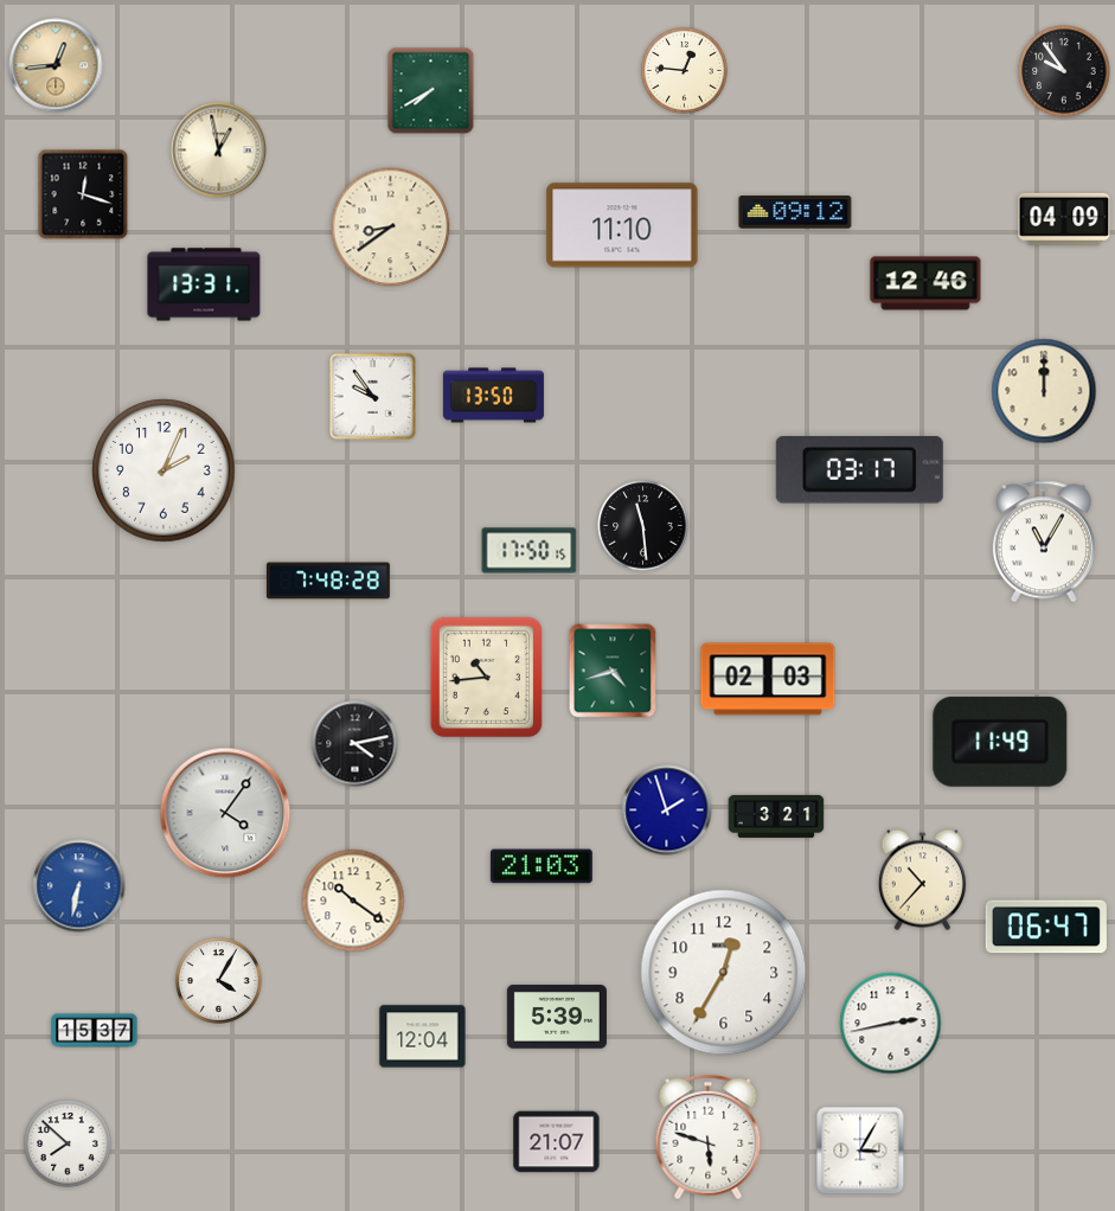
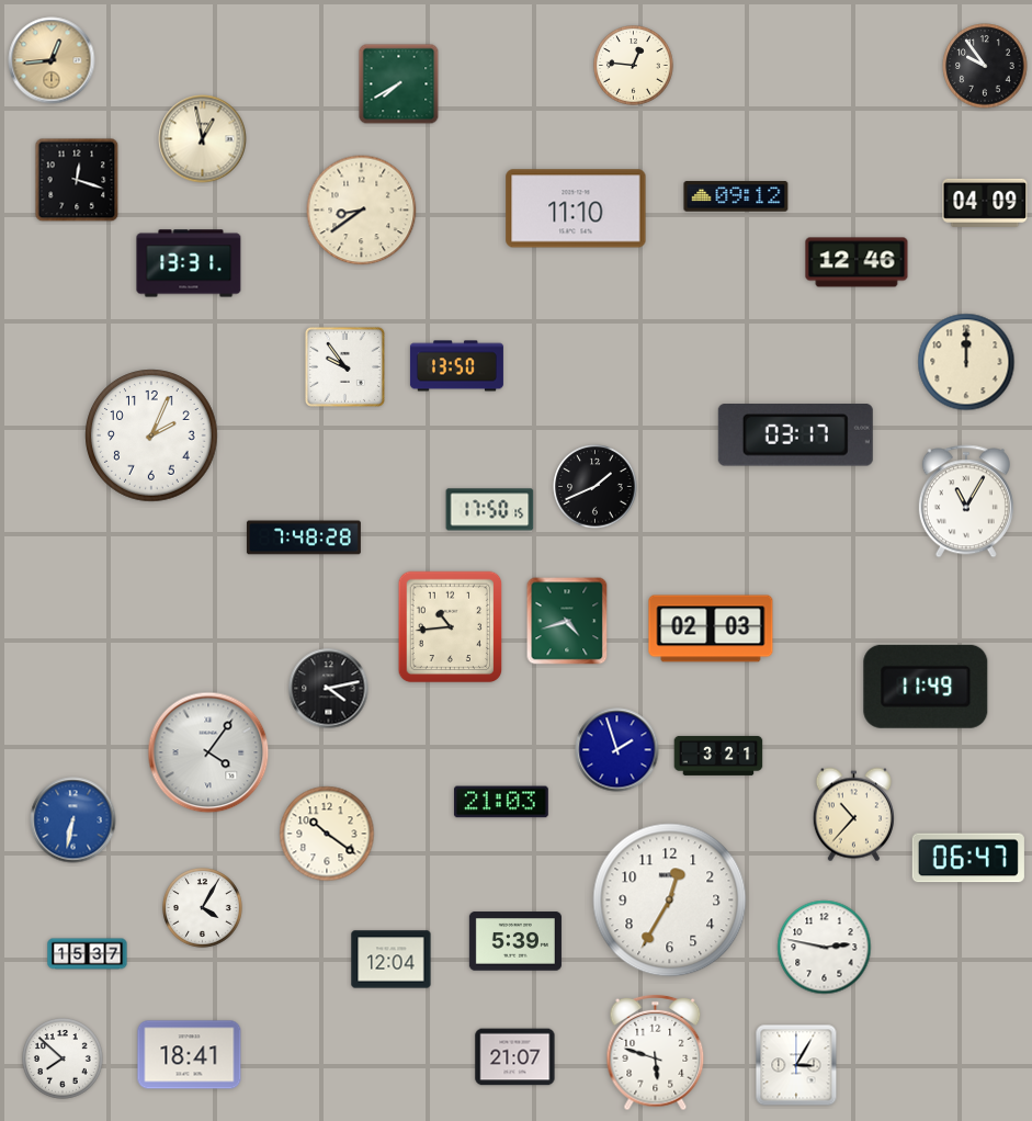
clock at (643, 526): 11:29 -> 1:41
clock at (891, 1024): 2:43 -> 2:47
clock at (190, 1055): none -> 18:41
